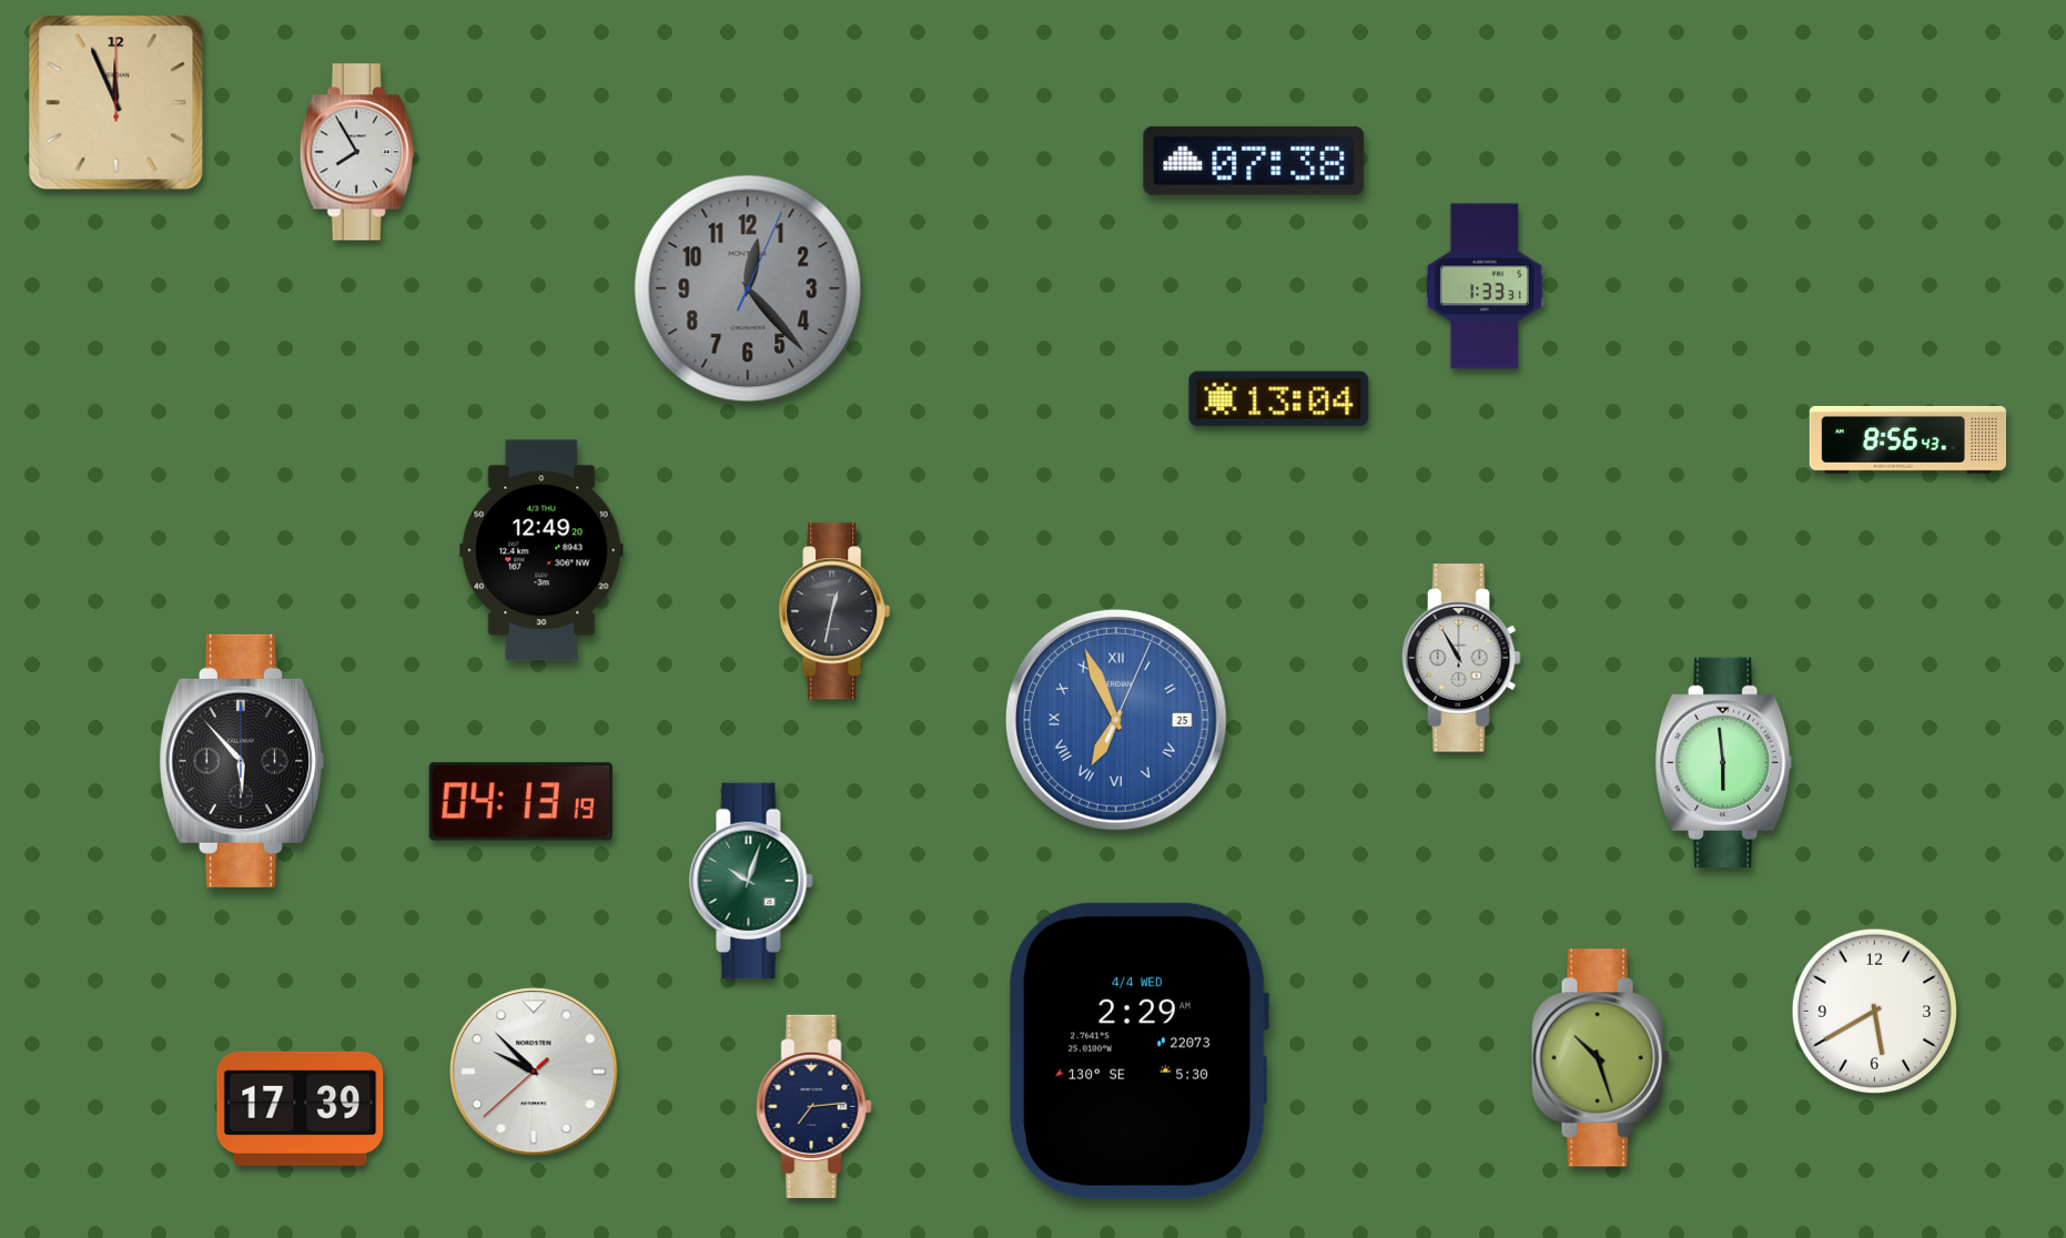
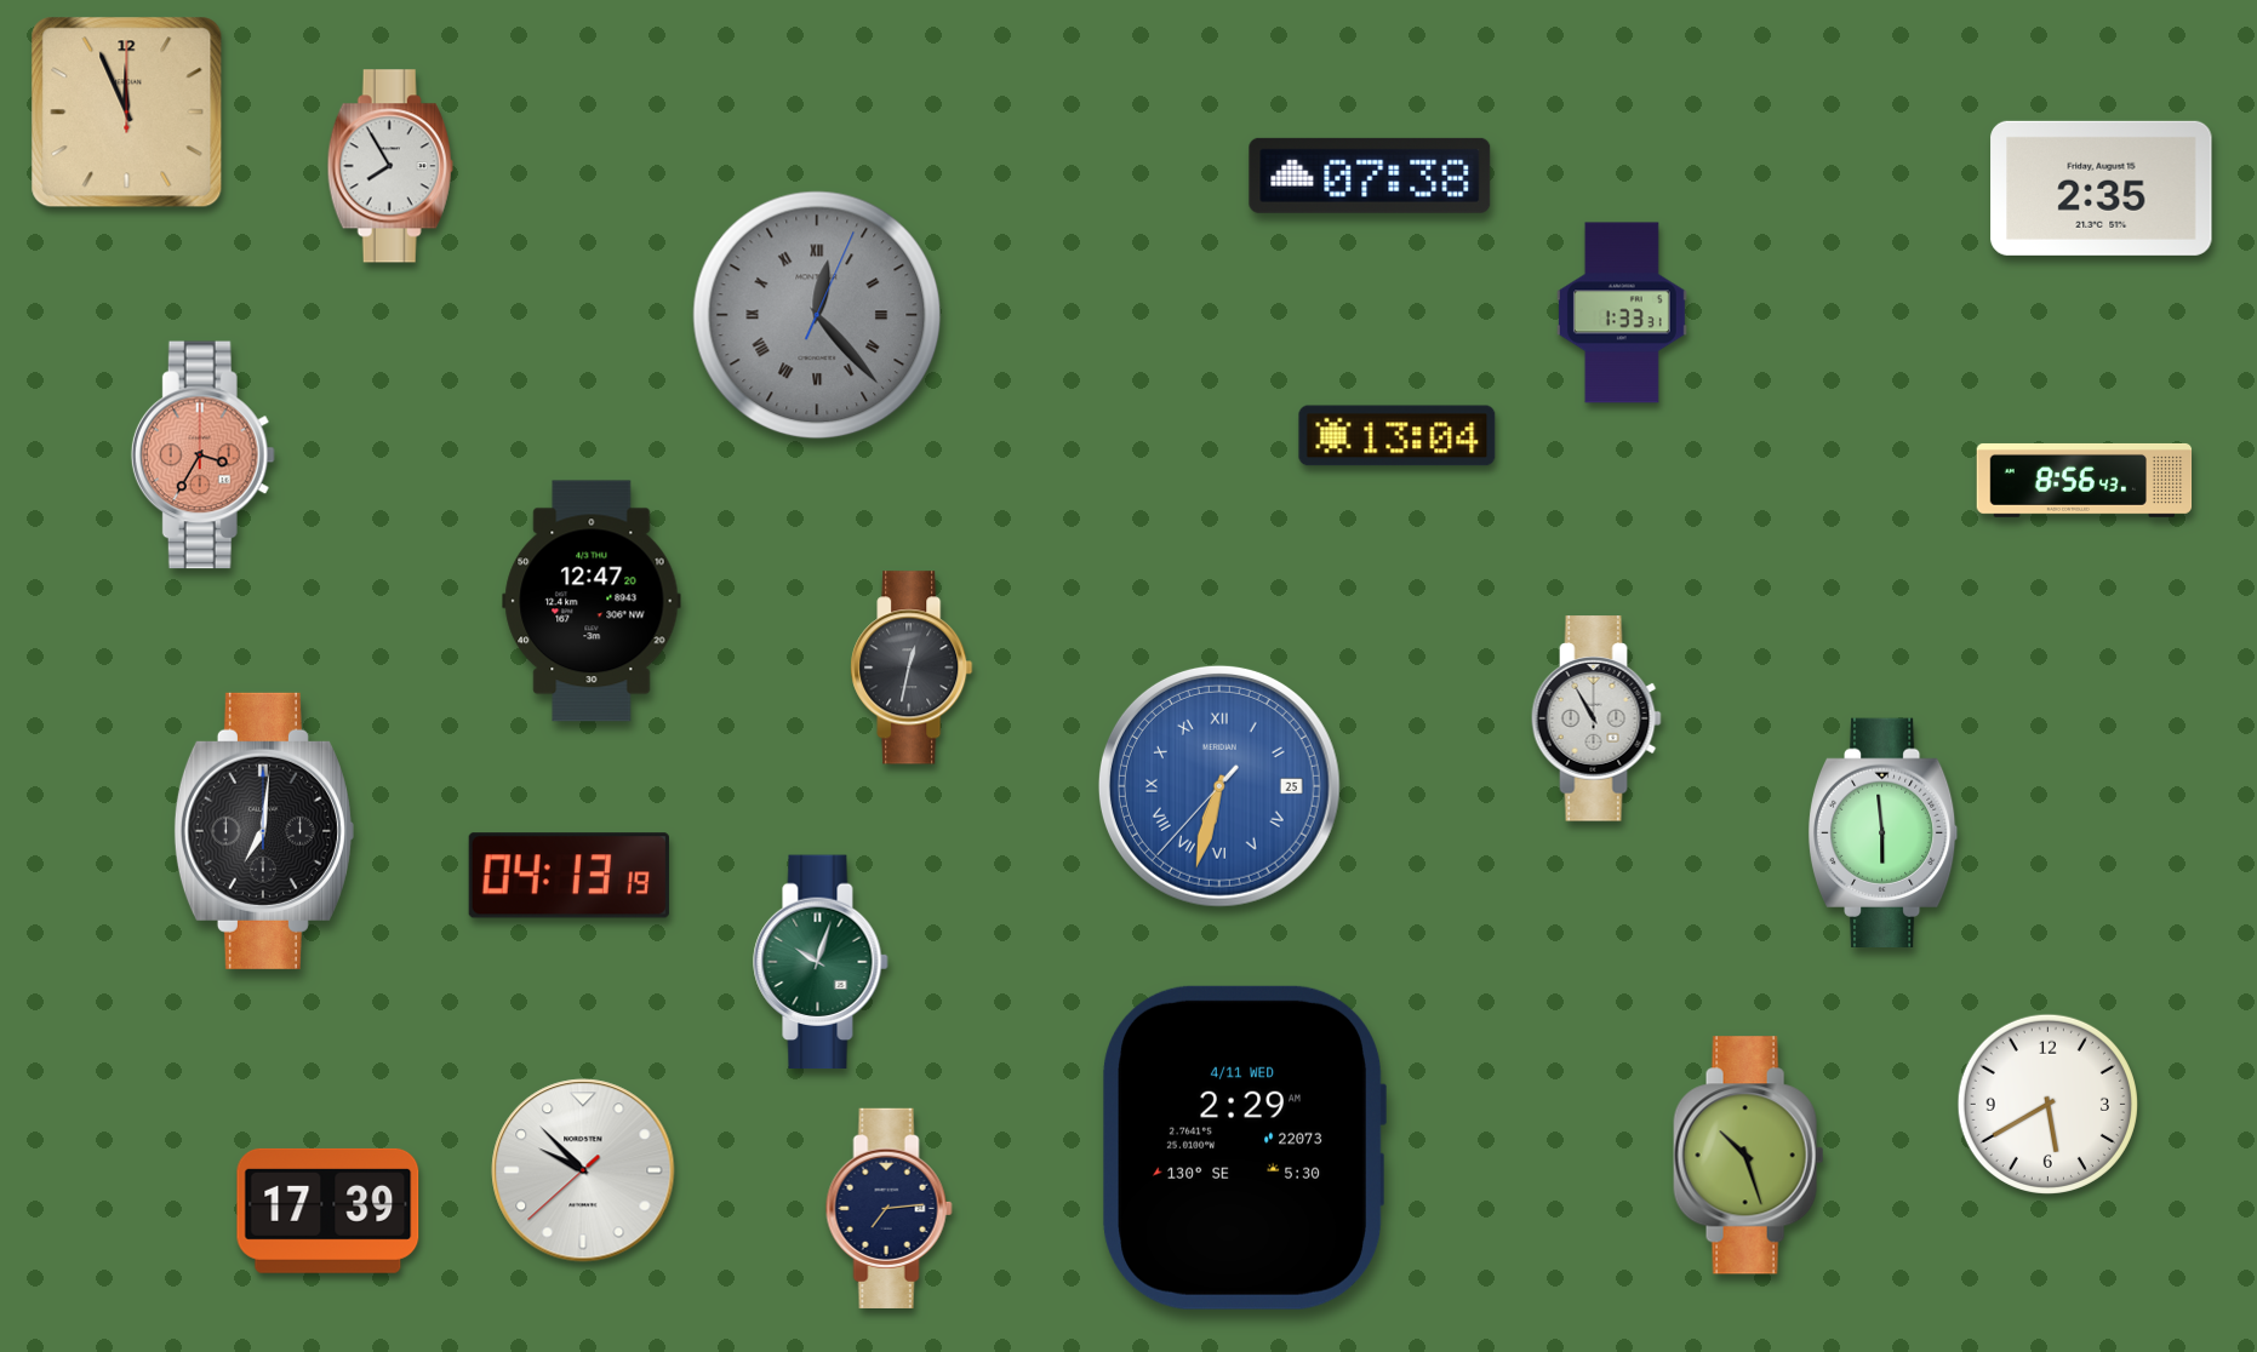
clock at (2102, 188): none -> 2:35
clock at (748, 288) numerals: Arabic -> Roman
clock at (202, 456): none -> 3:35
clock at (541, 550): 12:49 -> 12:47
clock at (1116, 720): 6:56 -> 6:32
clock at (241, 761): 5:53 -> 7:01
clock at (1138, 1051) date: 4/4 WED -> 4/11 WED
